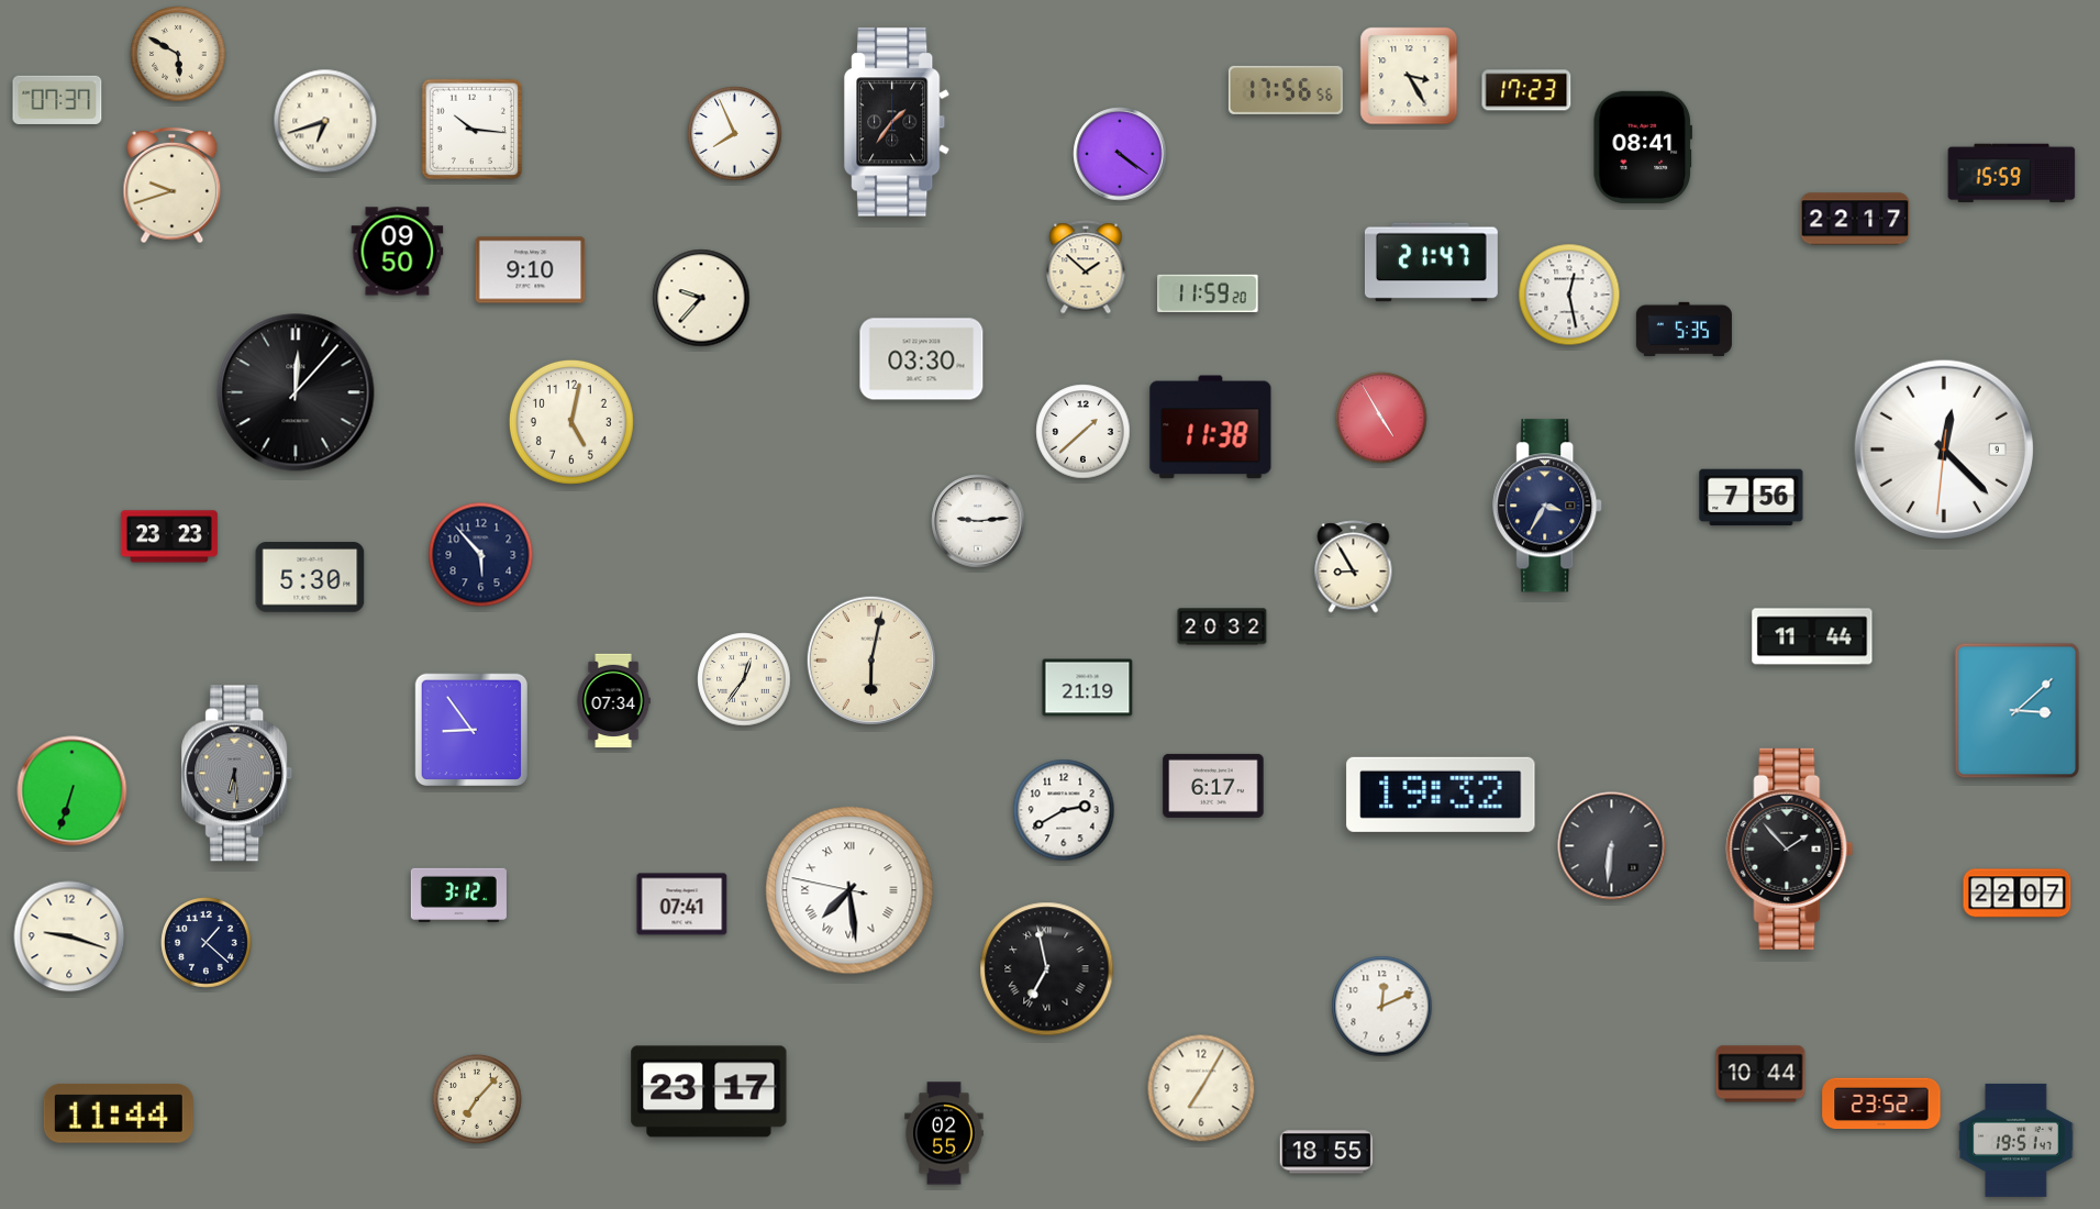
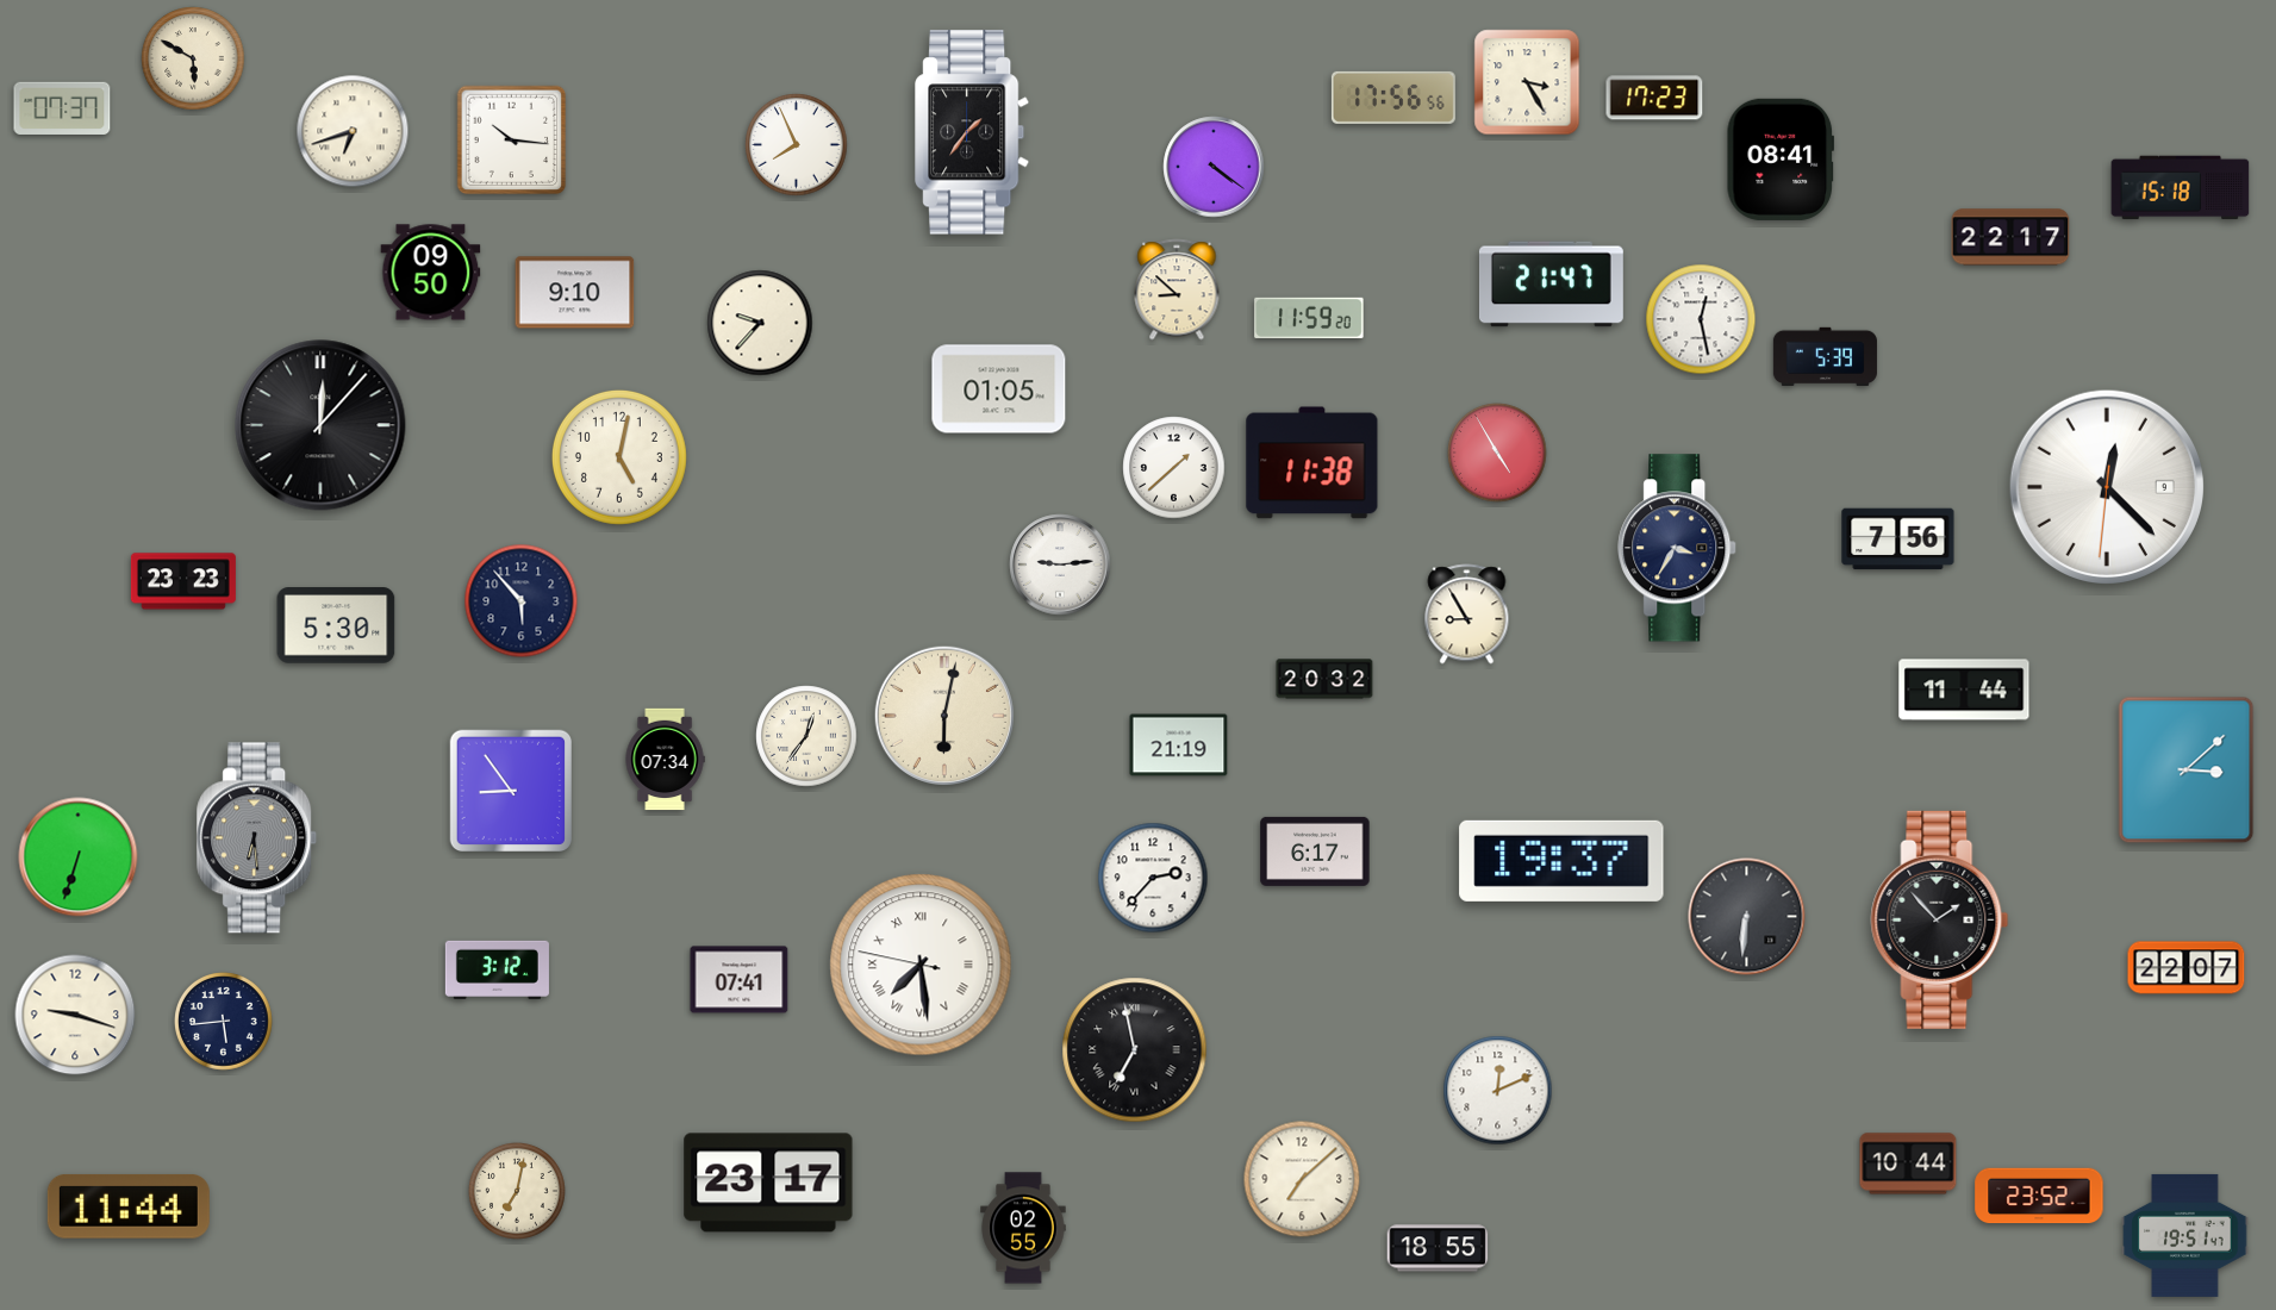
clock at (2012, 174): 15:59 -> 15:18
clock at (173, 186): 9:42 -> none
clock at (1086, 267): 1:52 -> 8:52
clock at (1684, 329): 5:35 -> 5:39
clock at (922, 359): 03:30 -> 01:05
clock at (1441, 795): 19:32 -> 19:37
clock at (1064, 810): 2:40 -> 2:37
clock at (207, 943): 1:22 -> 5:44
clock at (1201, 1088): 7:05 -> 7:08
clock at (477, 1099): 7:07 -> 7:02
